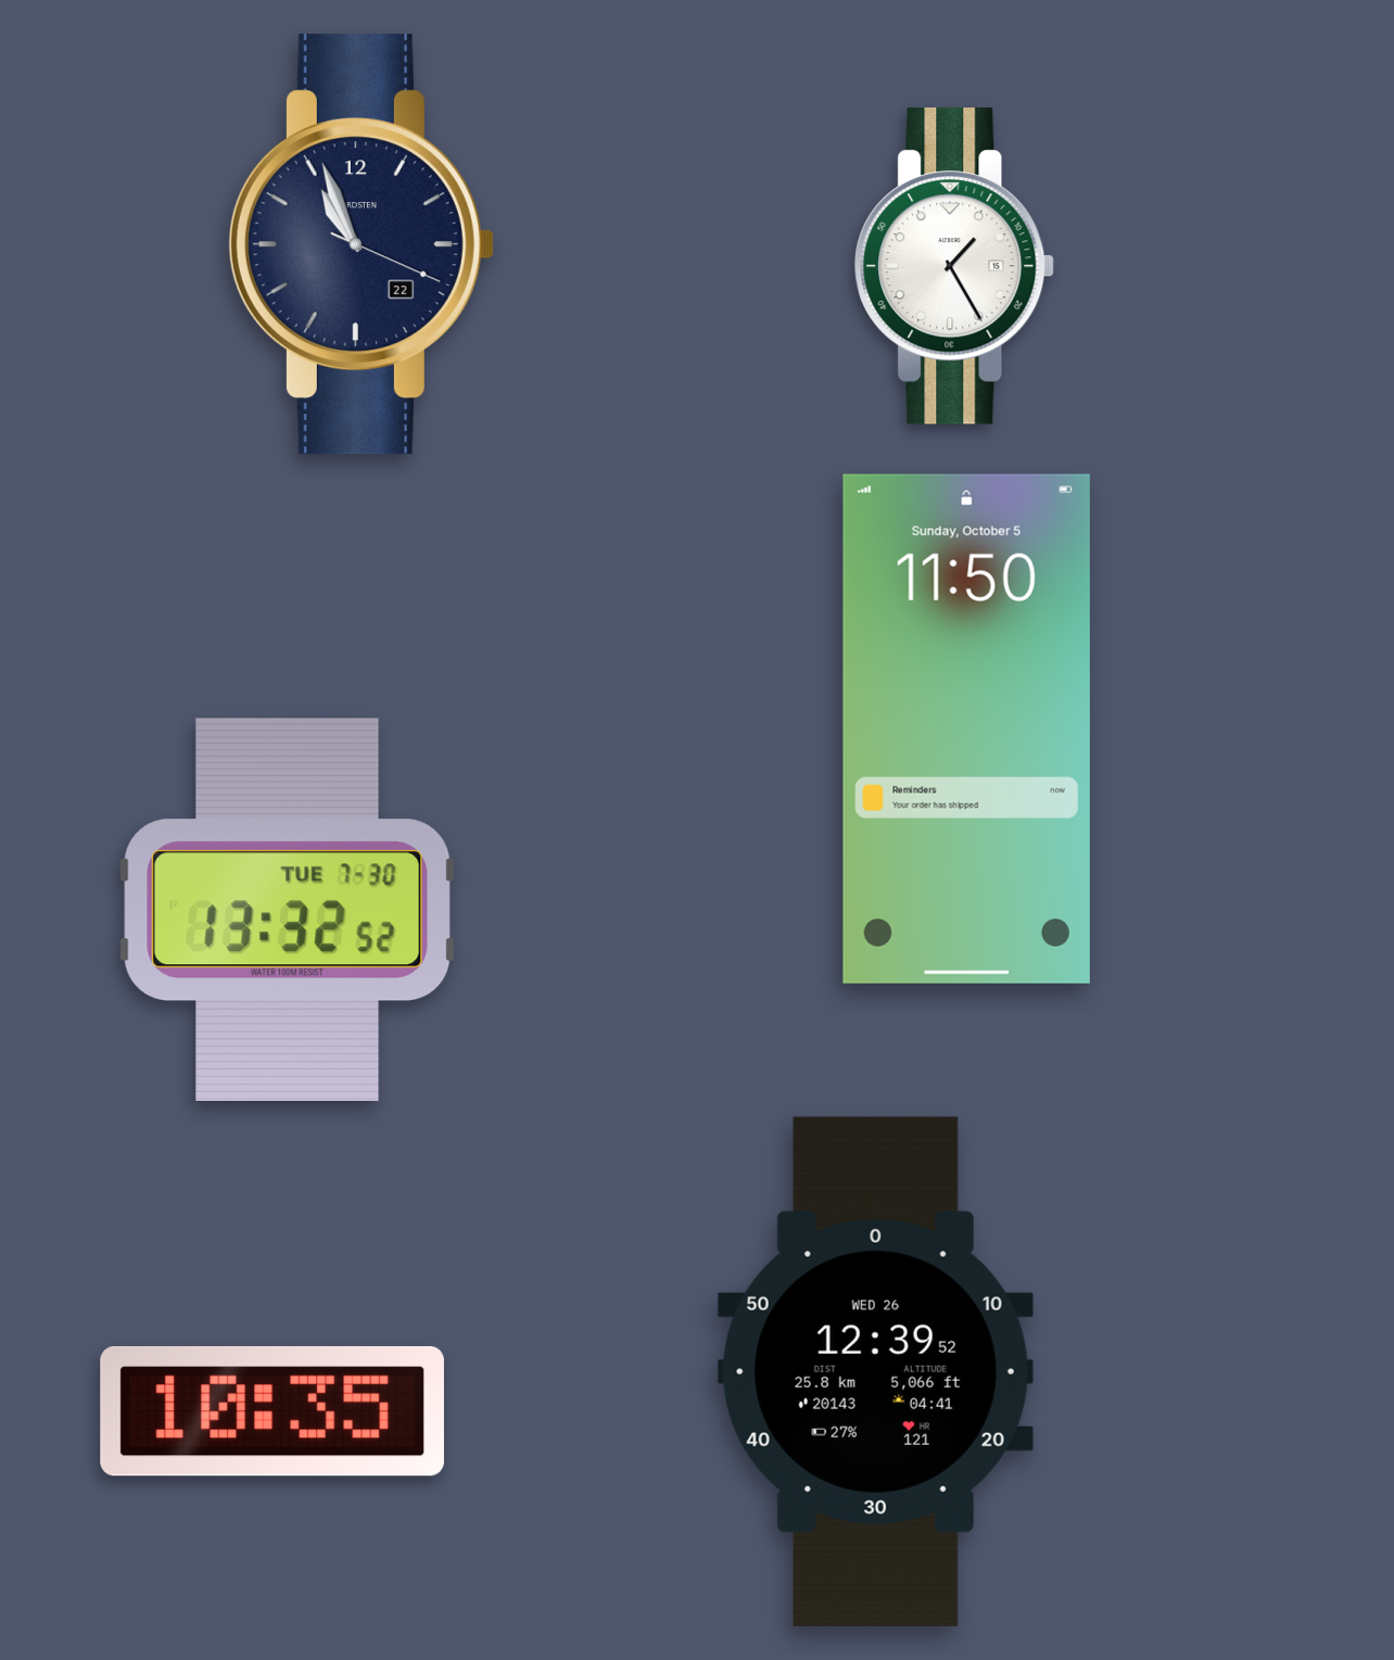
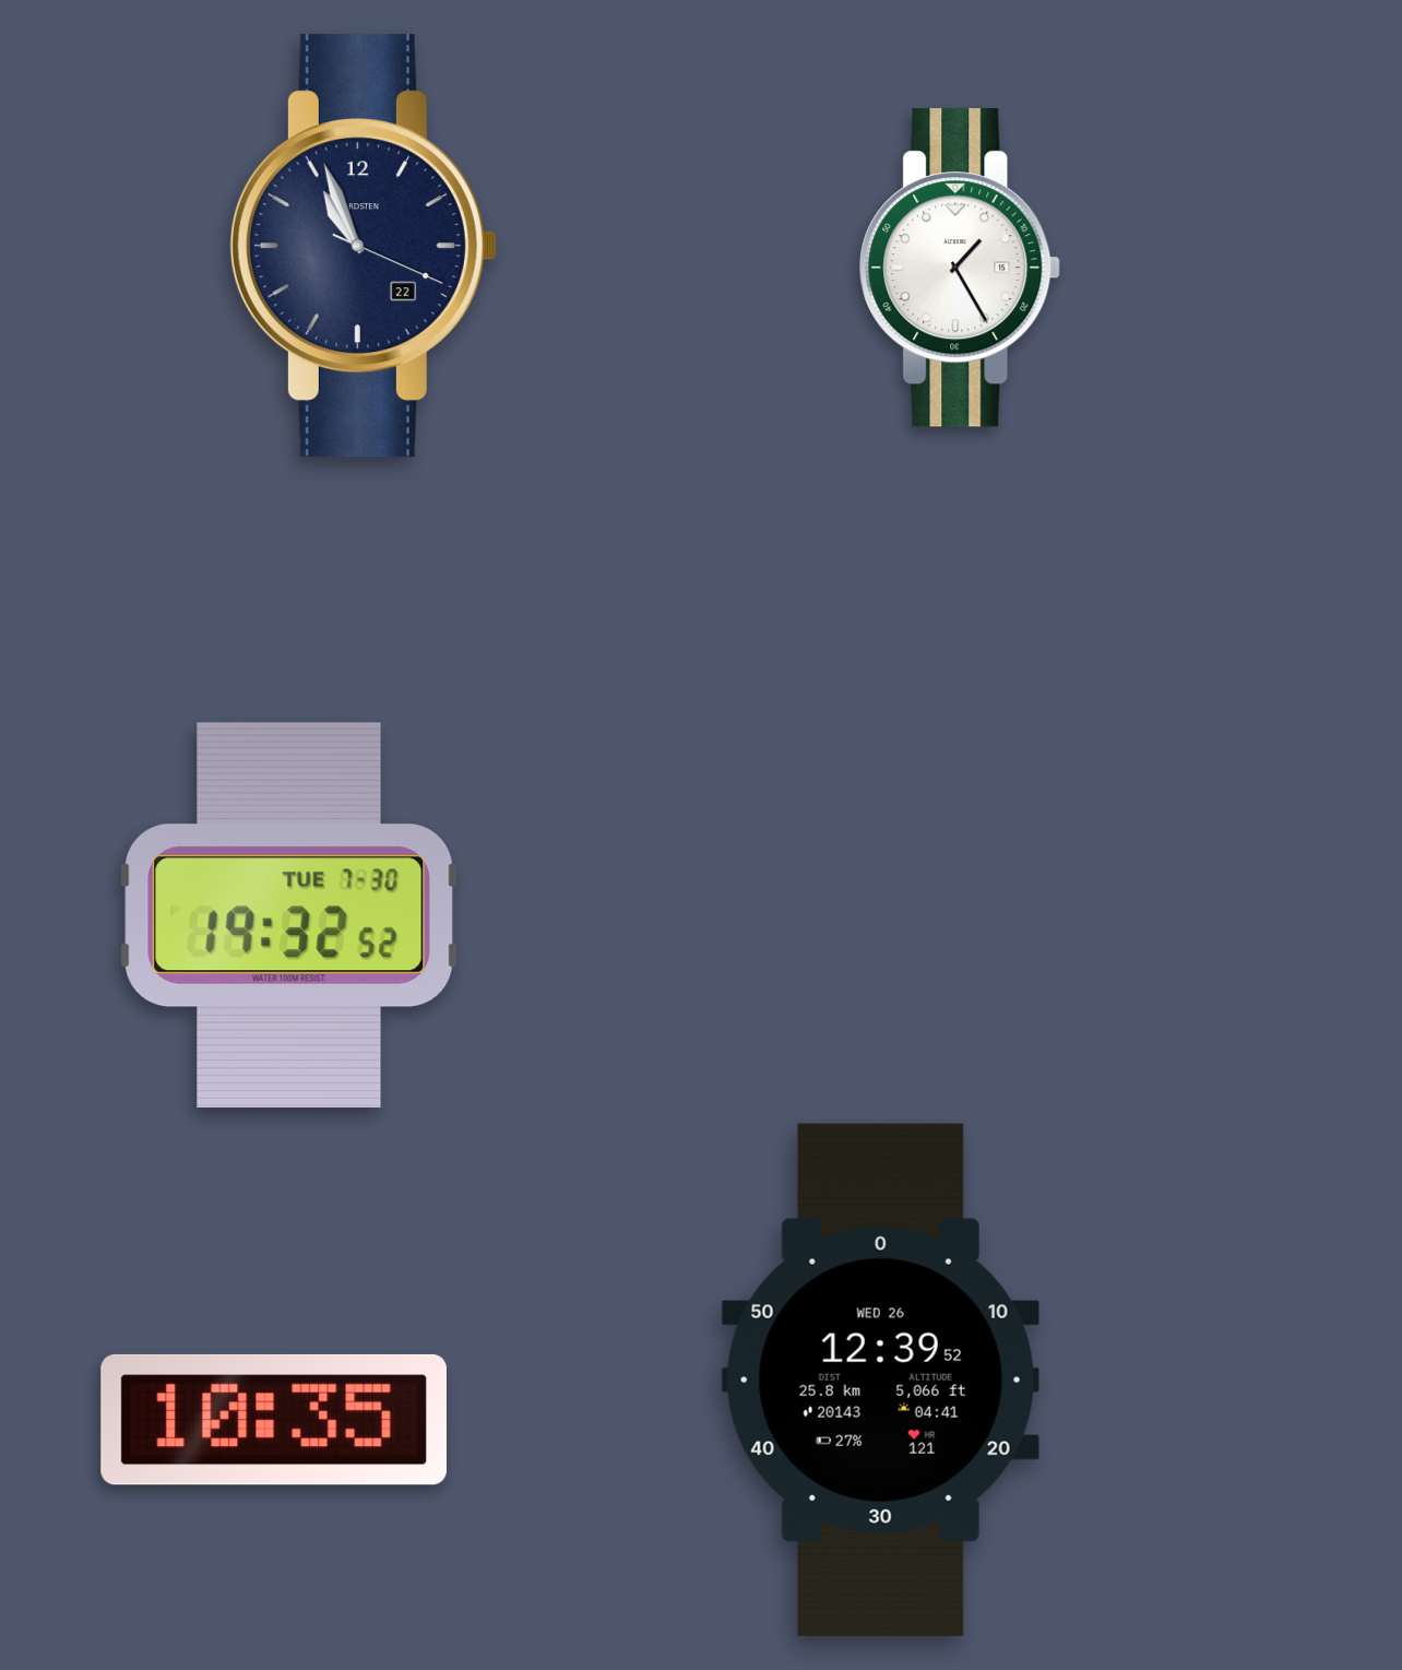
clock at (966, 728): 11:50 -> none
clock at (288, 910): 13:32 -> 19:32
